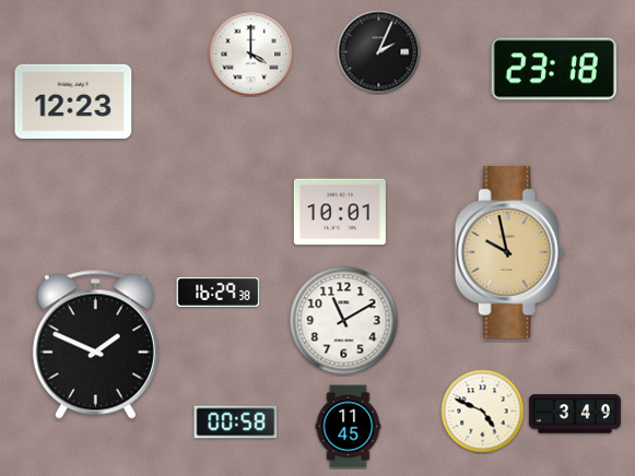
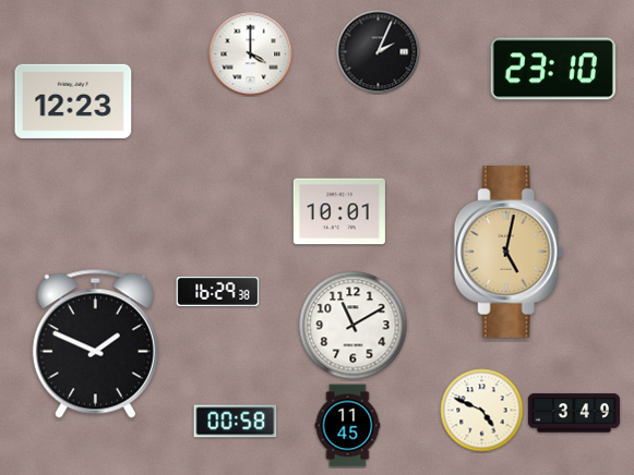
clock at (554, 69): 23:18 -> 23:10
clock at (509, 253): 9:58 -> 5:02
clock at (344, 321) position: (344, 321) -> (354, 326)
